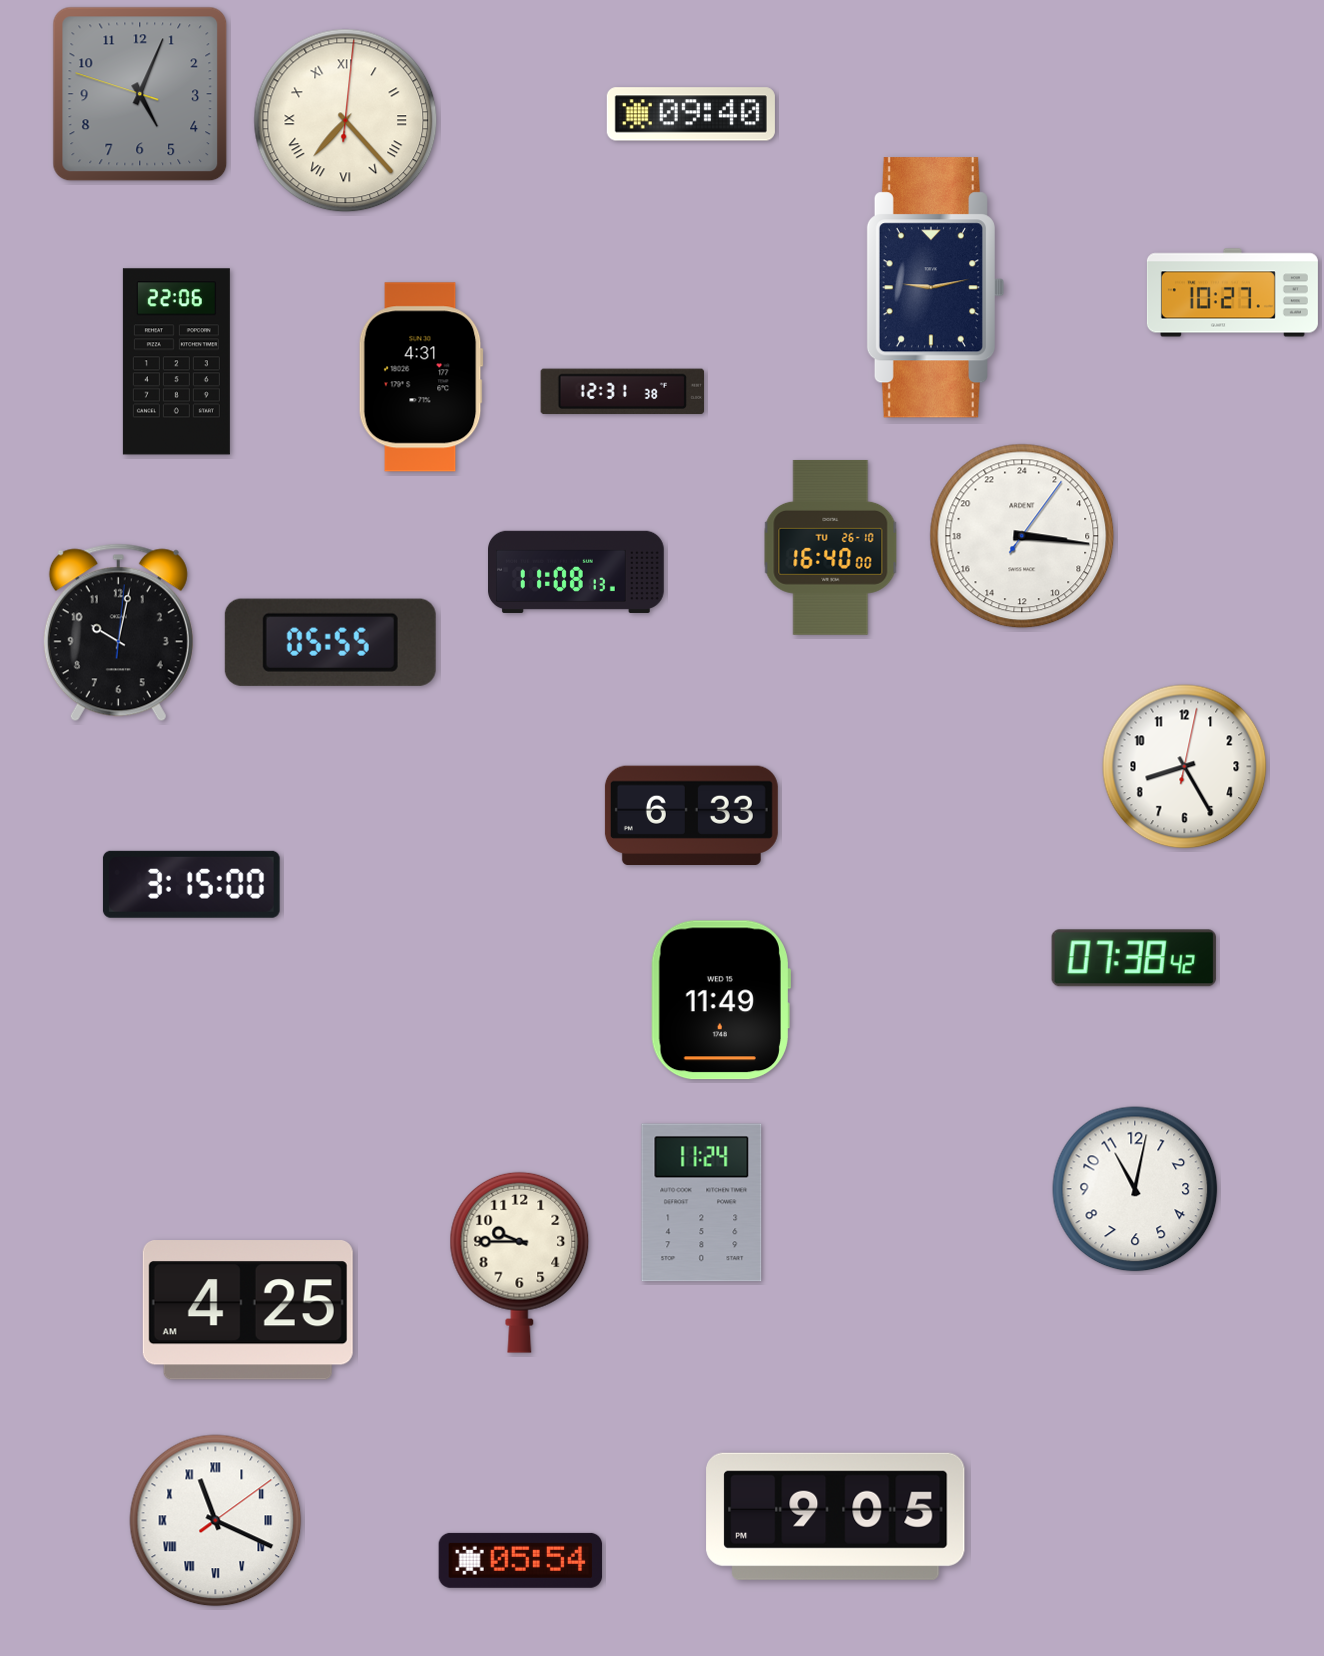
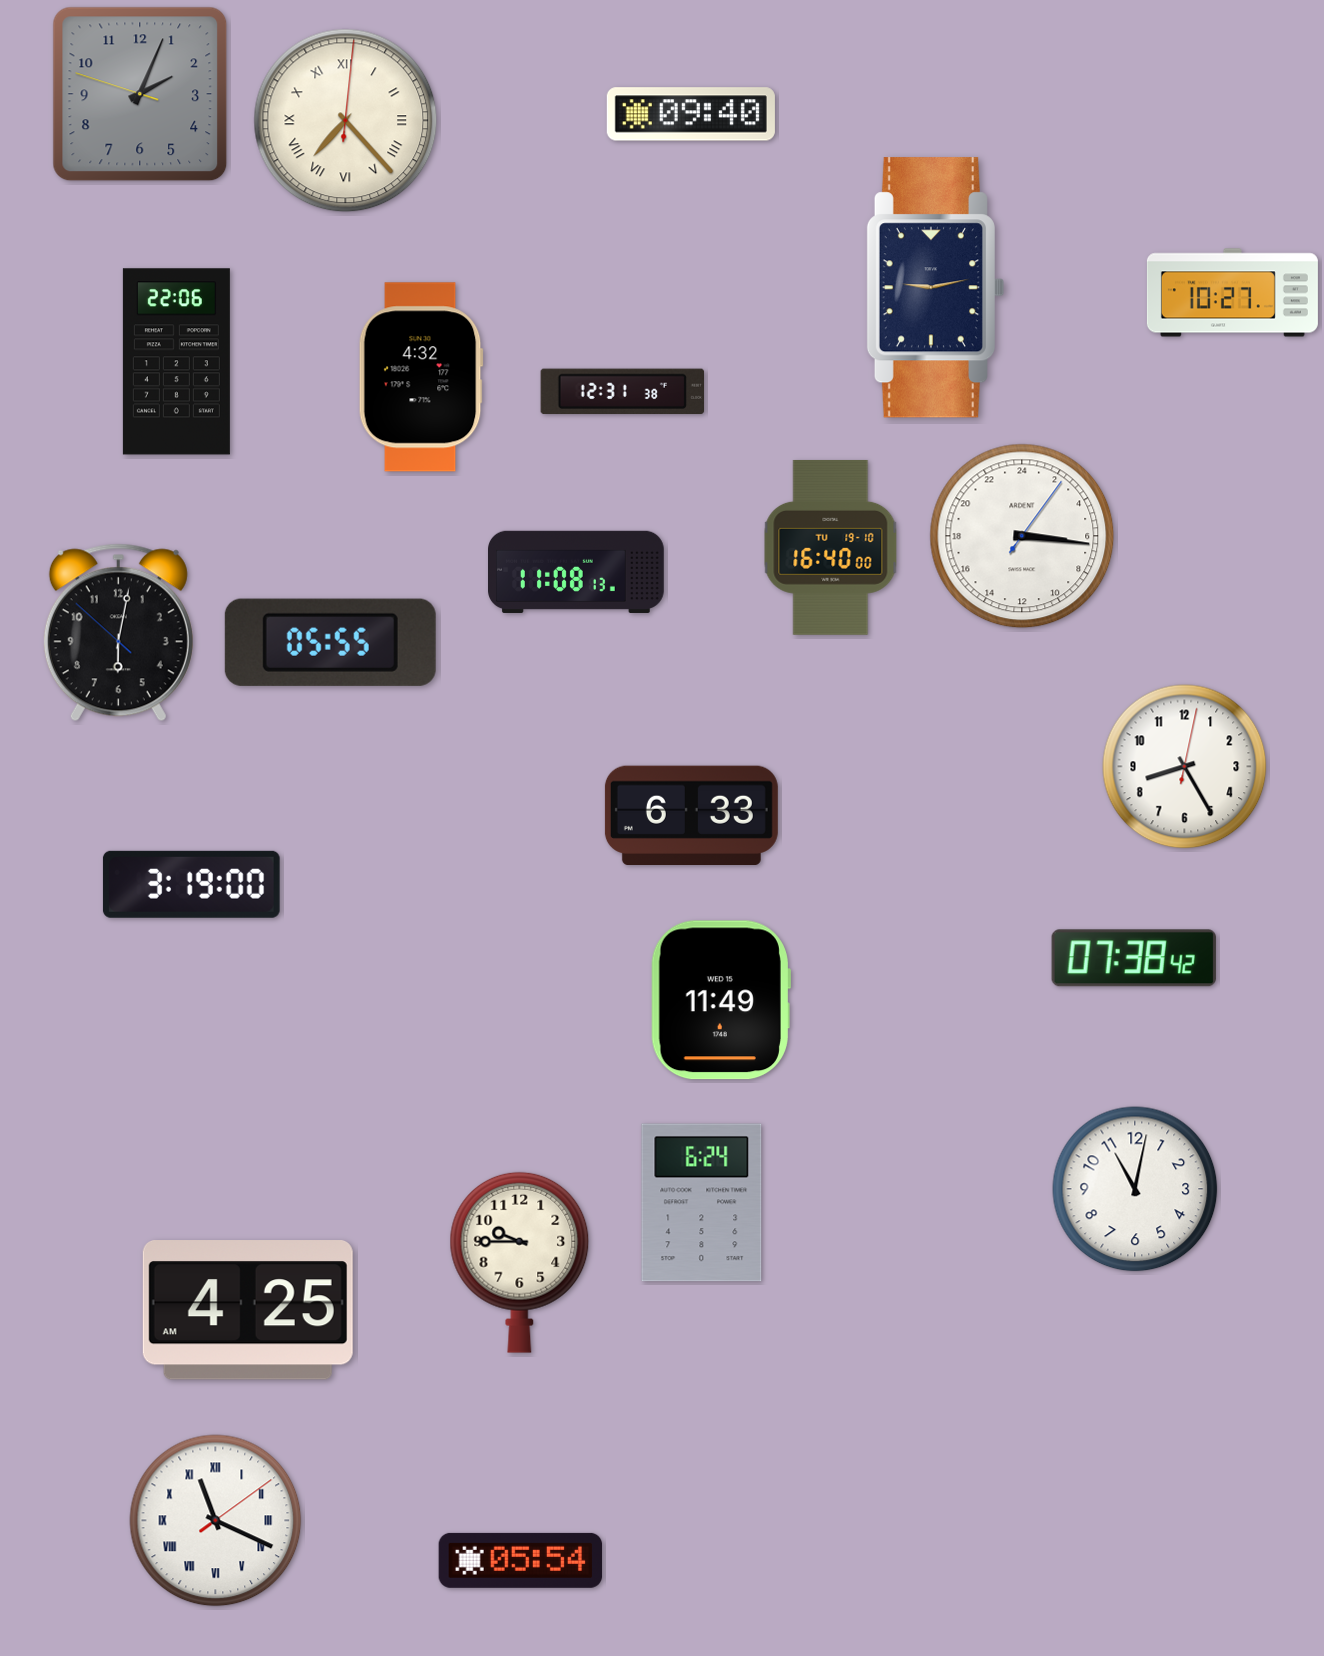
clock at (140, 94): 5:03 -> 2:03
clock at (421, 377): 4:31 -> 4:32
clock at (831, 547) date: TU 26-10 -> TU 19-10
clock at (118, 633): 10:02 -> 6:01
clock at (191, 884): 3:15 -> 3:19
clock at (702, 1203): 11:24 -> 6:24
clock at (836, 1516): 9:05 -> none
